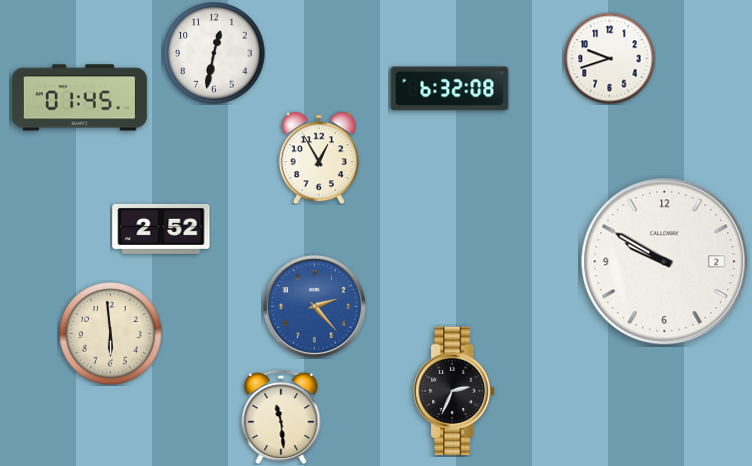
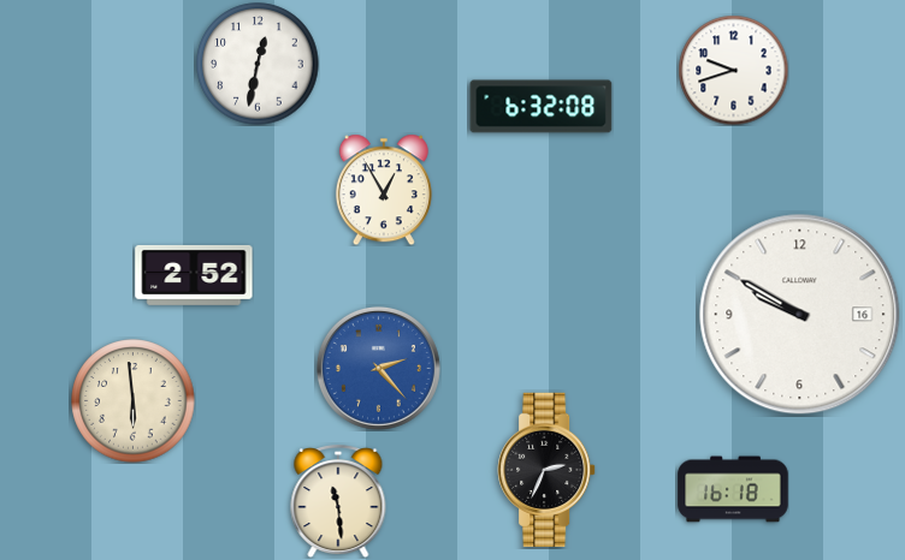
clock at (79, 98): 01:45 -> none
clock at (665, 262) date: 2 -> 16
clock at (733, 489): none -> 16:18
